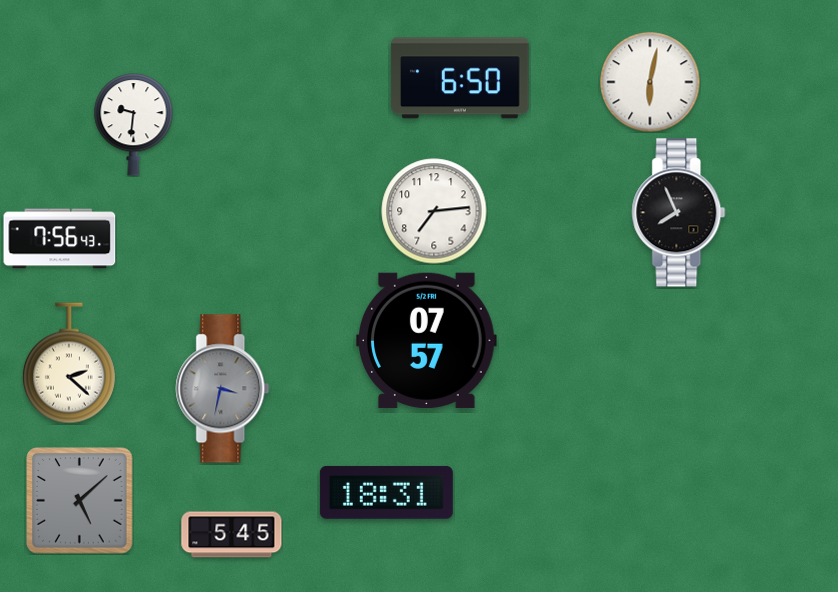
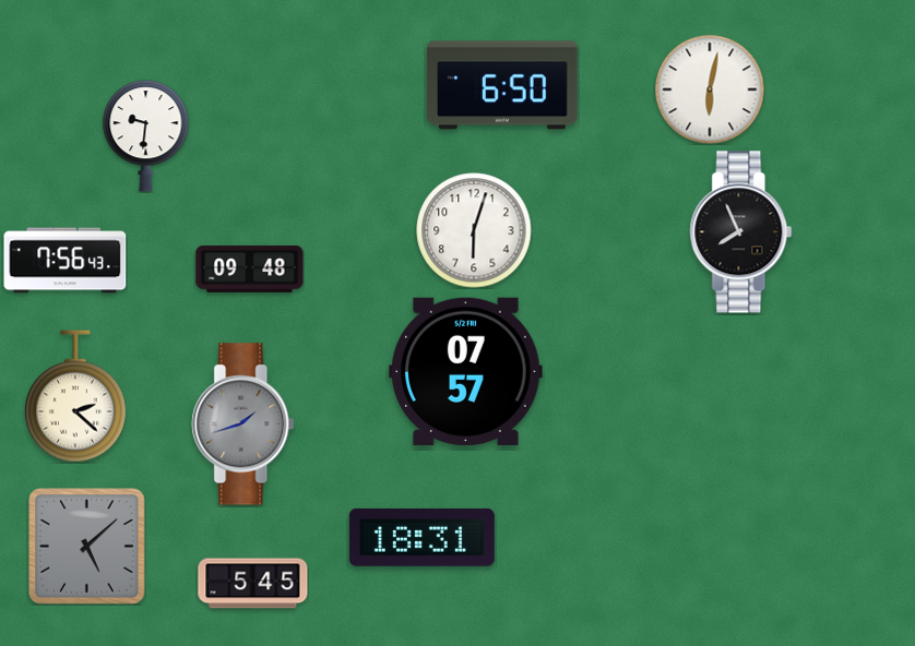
clock at (434, 211): 7:14 -> 6:03
clock at (250, 268): none -> 09:48
clock at (223, 389): 3:32 -> 1:42
